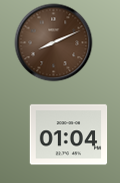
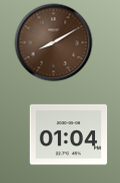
clock at (53, 42): 8:11 -> 8:10
